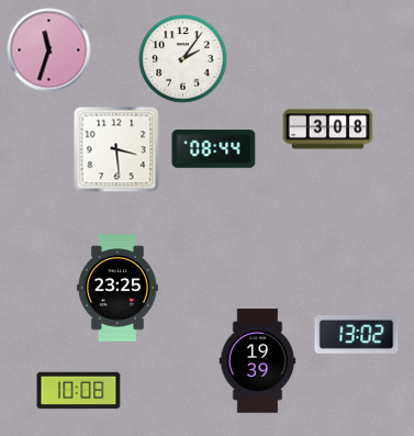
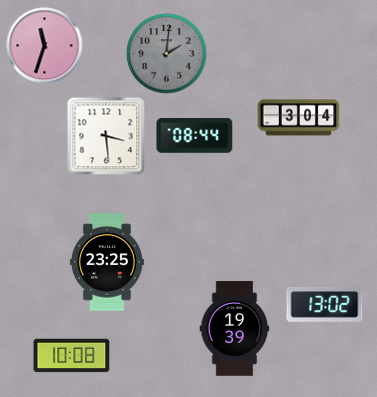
clock at (183, 59): 2:06 -> 2:01
clock at (183, 59) dial: white -> grey
clock at (328, 130): 3:08 -> 3:04
